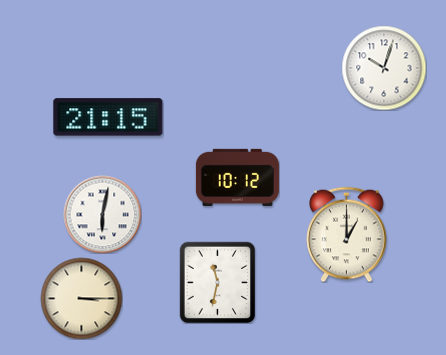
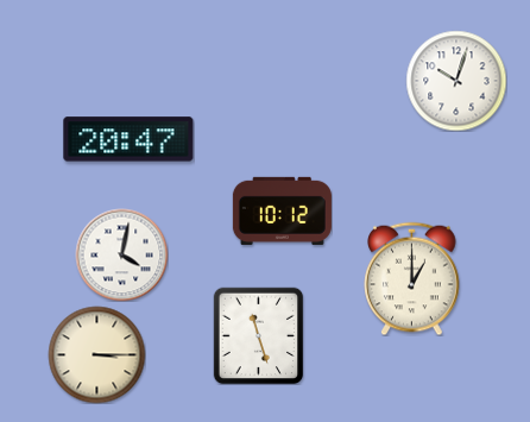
clock at (108, 117): 21:15 -> 20:47
clock at (102, 214): 6:02 -> 4:02
clock at (218, 282): 11:32 -> 11:27
